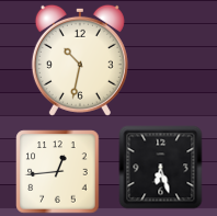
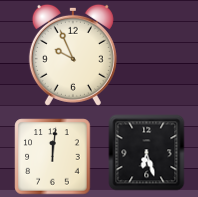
clock at (80, 60): 10:32 -> 9:56
clock at (58, 172): 12:44 -> 12:01
